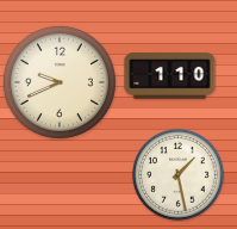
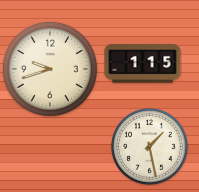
clock at (170, 76): 1:10 -> 1:15
clock at (60, 82): 9:41 -> 9:42
